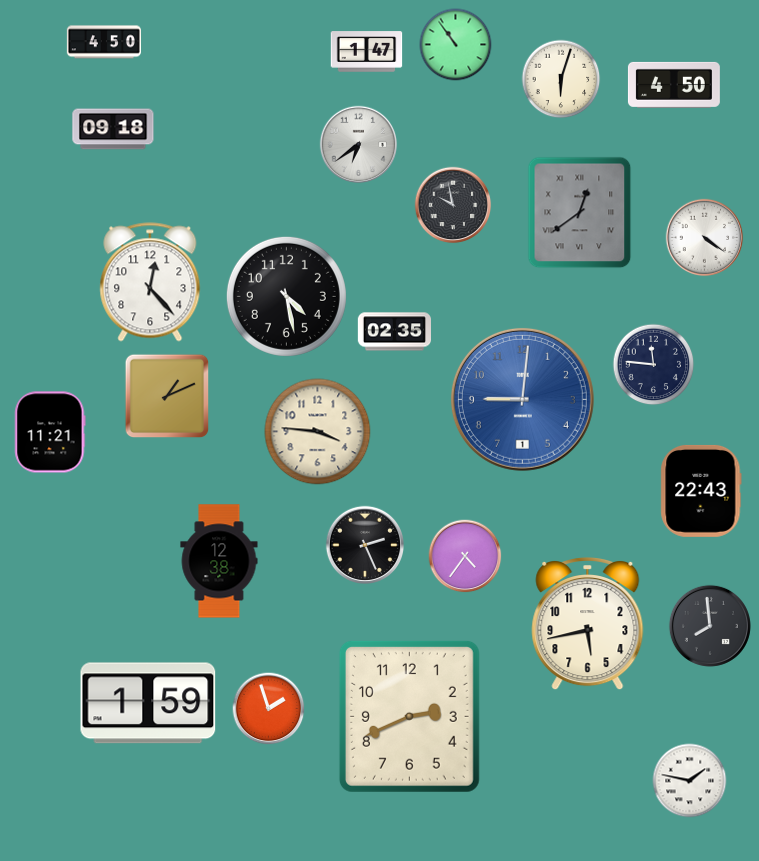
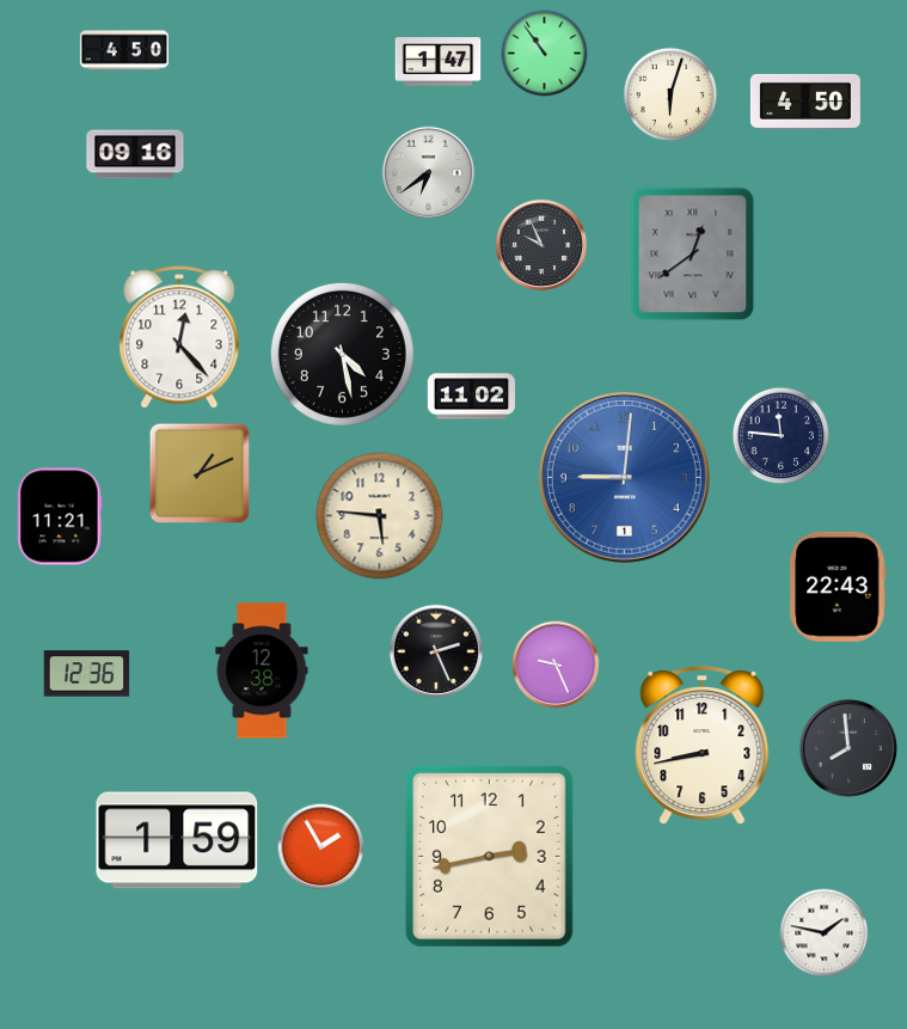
clock at (113, 129): 09:18 -> 09:16
clock at (453, 205): 9:58 -> 9:56
clock at (705, 238): 4:21 -> none
clock at (394, 332): 02:35 -> 11:02
clock at (318, 432): 3:46 -> 5:46
clock at (465, 556): 4:36 -> 9:26
clock at (87, 674): none -> 12:36
clock at (588, 625): 5:43 -> 8:43
clock at (269, 709): 1:57 -> 1:55
clock at (409, 716): 2:41 -> 2:43
